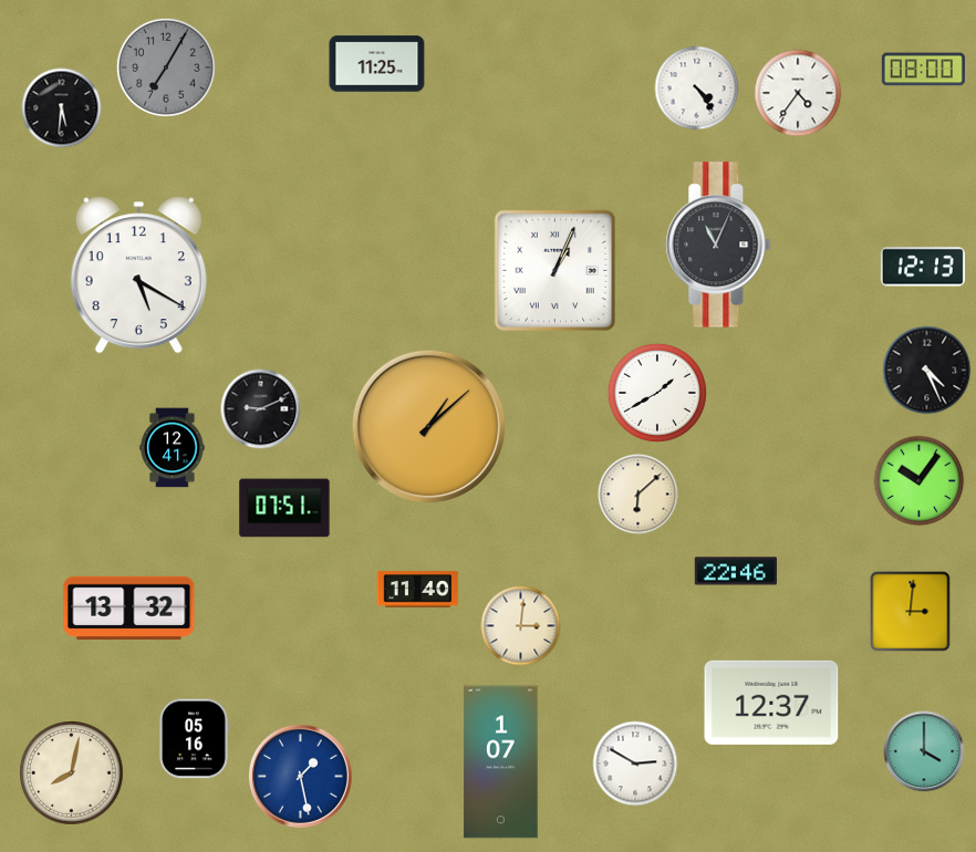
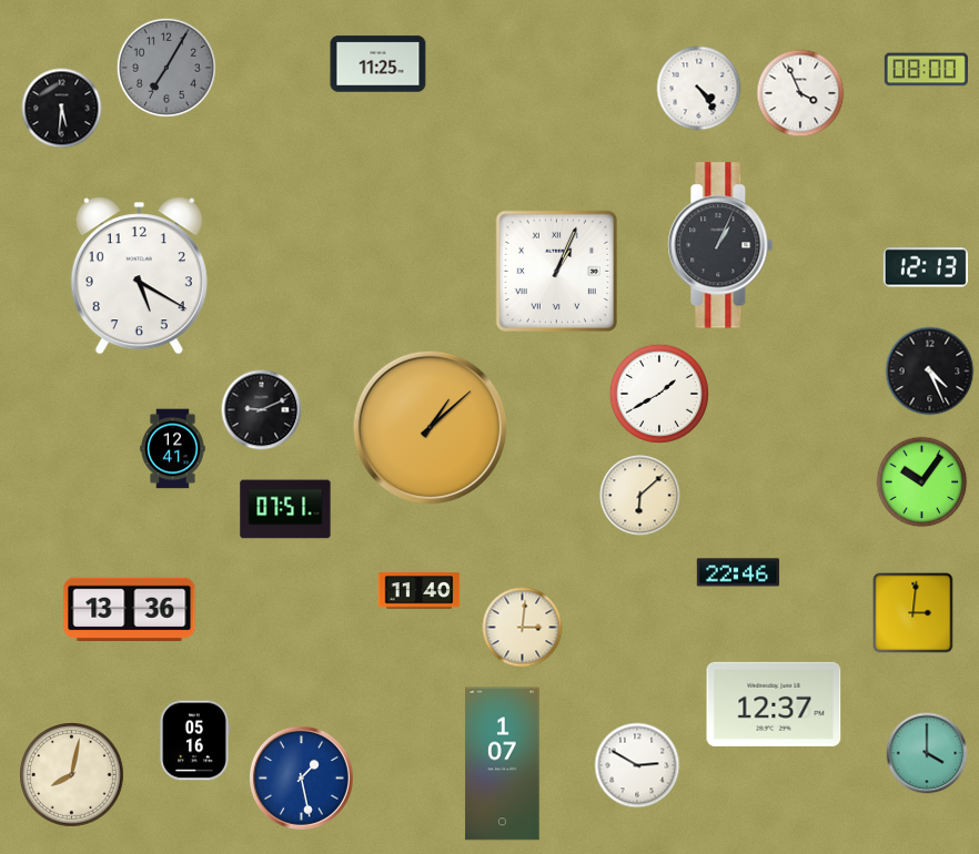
clock at (798, 93): 4:36 -> 3:56
clock at (718, 245): 11:04 -> 1:04
clock at (129, 607): 13:32 -> 13:36
